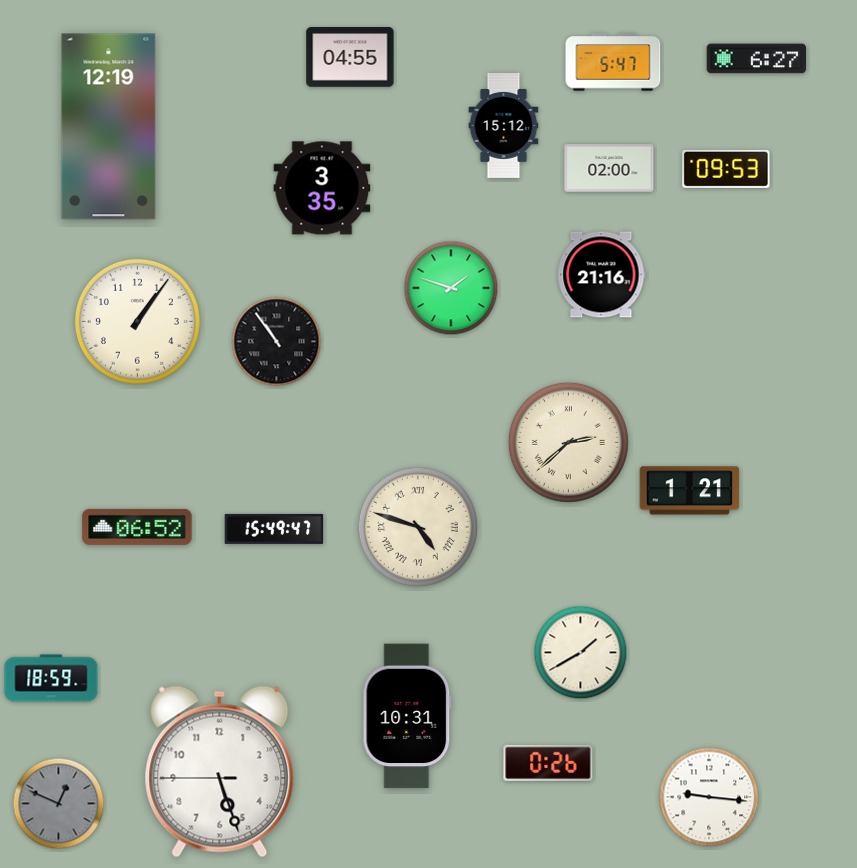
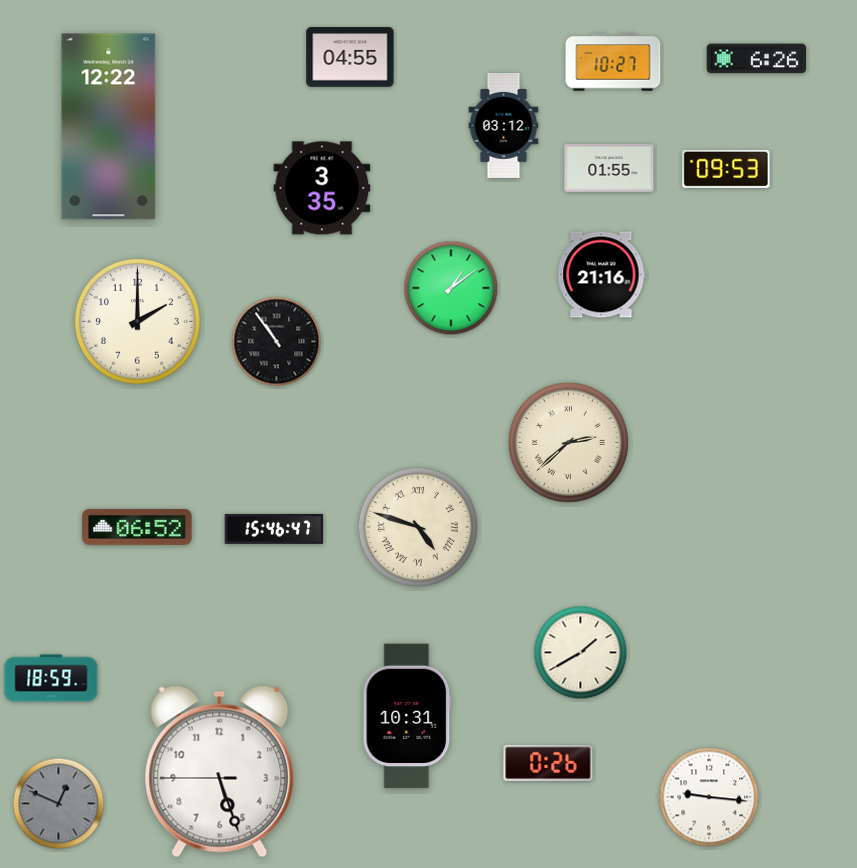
clock at (757, 59): 6:27 -> 6:26
clock at (613, 62): 5:47 -> 10:27
clock at (504, 126): 15:12 -> 03:12
clock at (109, 127): 12:19 -> 12:22
clock at (609, 168): 02:00 -> 01:55
clock at (451, 288): 1:48 -> 1:09
clock at (137, 321): 1:06 -> 2:00
clock at (690, 491): 1:21 -> none
clock at (274, 529): 15:49 -> 15:46
